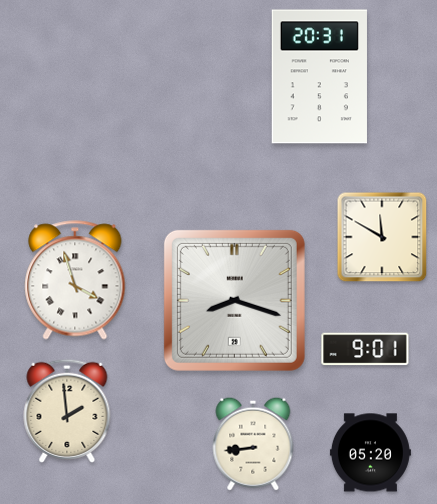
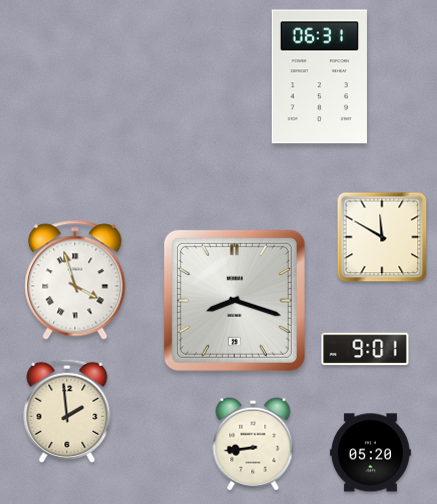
clock at (319, 77): 20:31 -> 06:31
